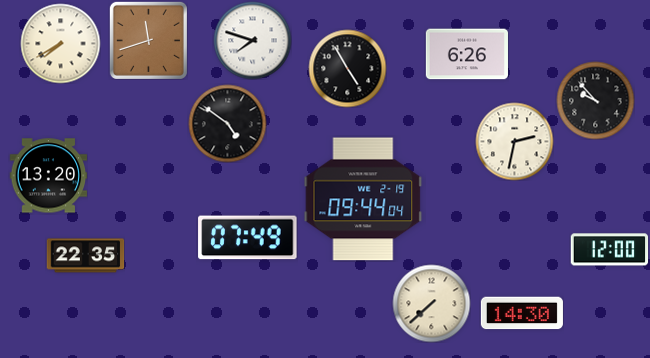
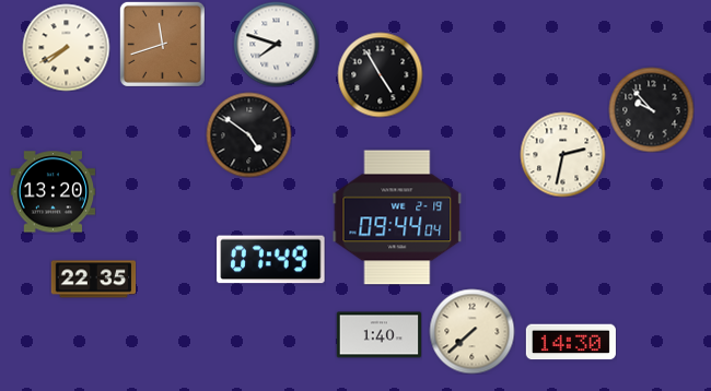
clock at (467, 54): 6:26 -> none
clock at (609, 250): 12:00 -> none
clock at (378, 335): none -> 1:40
